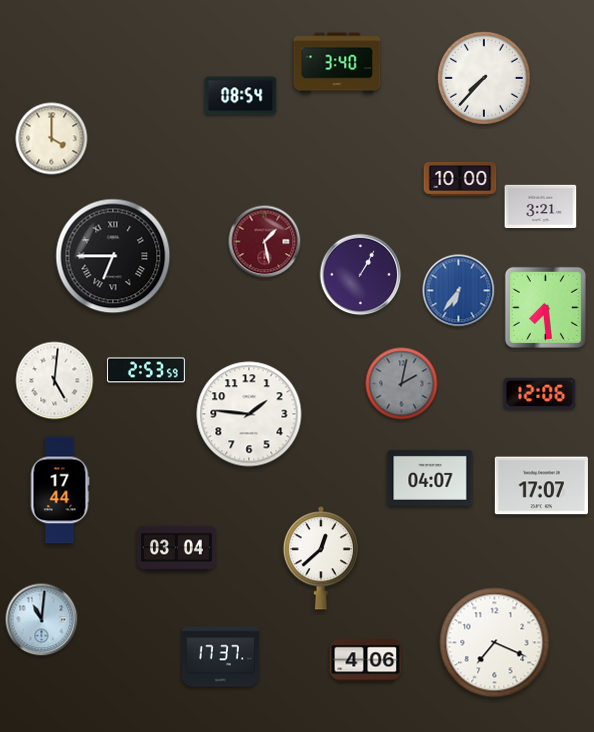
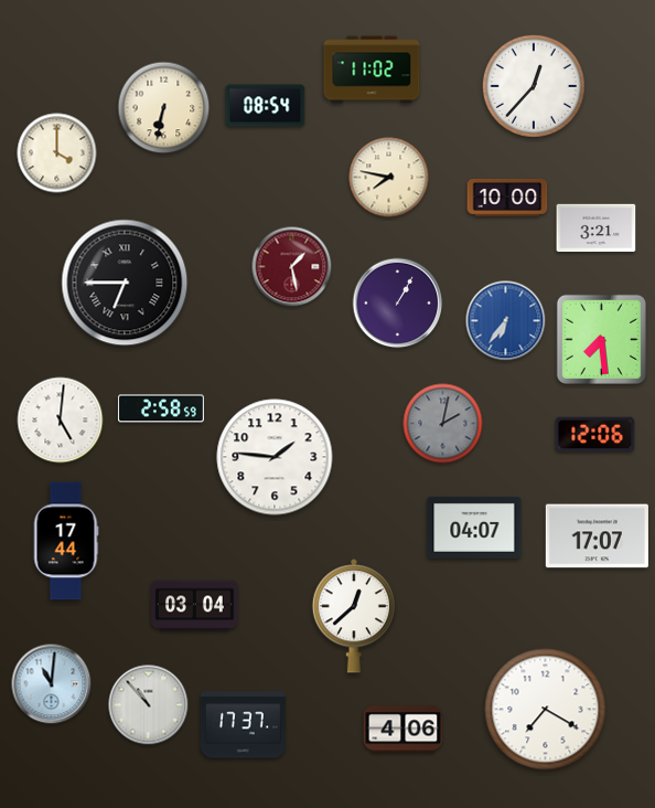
clock at (337, 63): 3:40 -> 11:02
clock at (484, 78): 7:37 -> 12:37
clock at (164, 108): none -> 6:32
clock at (389, 178): none -> 7:47
clock at (146, 370): 2:53 -> 2:58
clock at (42, 620) position: (42, 620) -> (52, 684)
clock at (149, 705): none -> 10:53
clock at (495, 643): 7:19 -> 7:20
